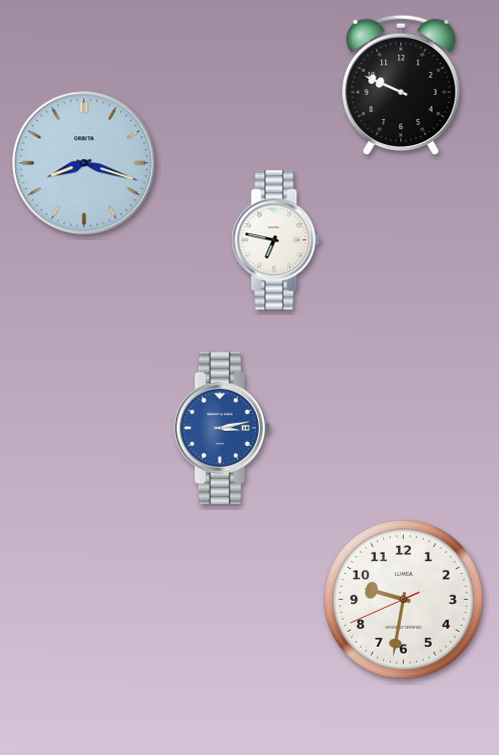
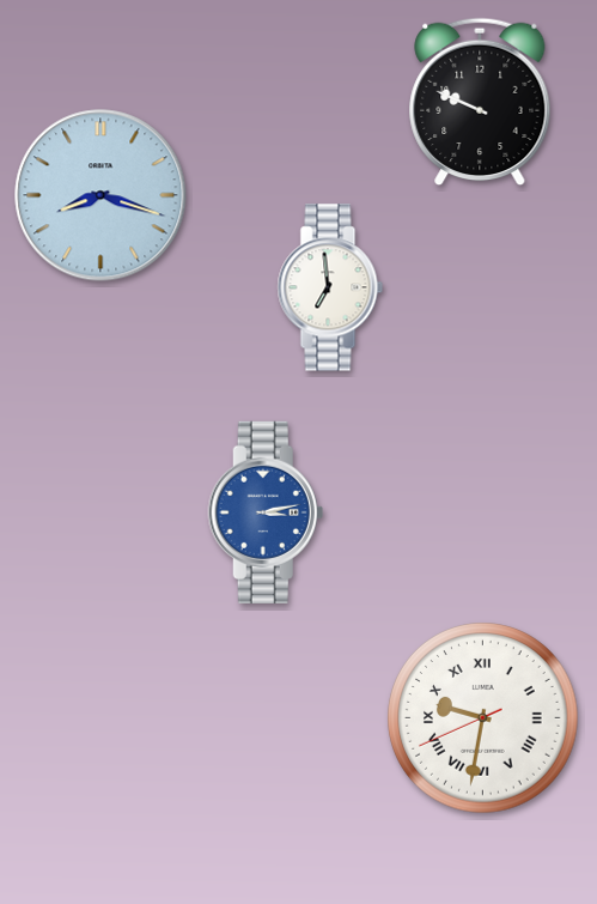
clock at (276, 240): 6:47 -> 6:59
clock at (404, 600) numerals: Arabic -> Roman
